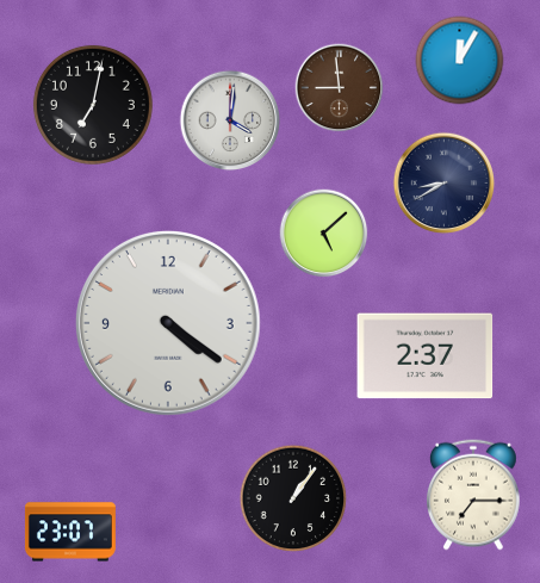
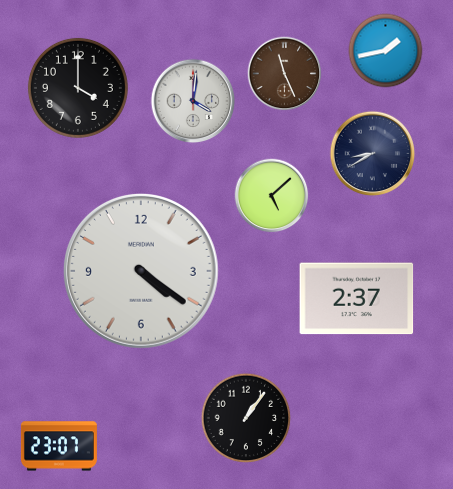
clock at (460, 61): 12:05 -> 1:43
clock at (340, 88): 8:59 -> 11:26
clock at (93, 105): 7:02 -> 4:00
clock at (474, 495): 7:15 -> none
